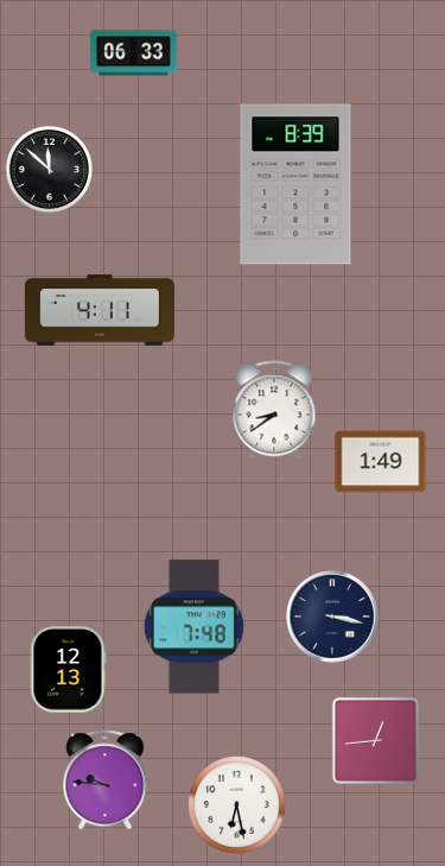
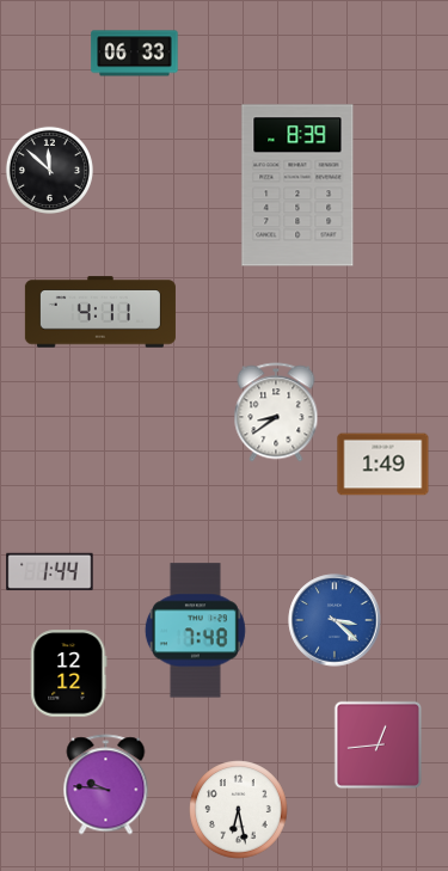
clock at (50, 572): none -> 1:44
clock at (332, 617): 3:17 -> 3:22
clock at (332, 617) dial: navy -> blue
clock at (69, 670): 12:13 -> 12:12
